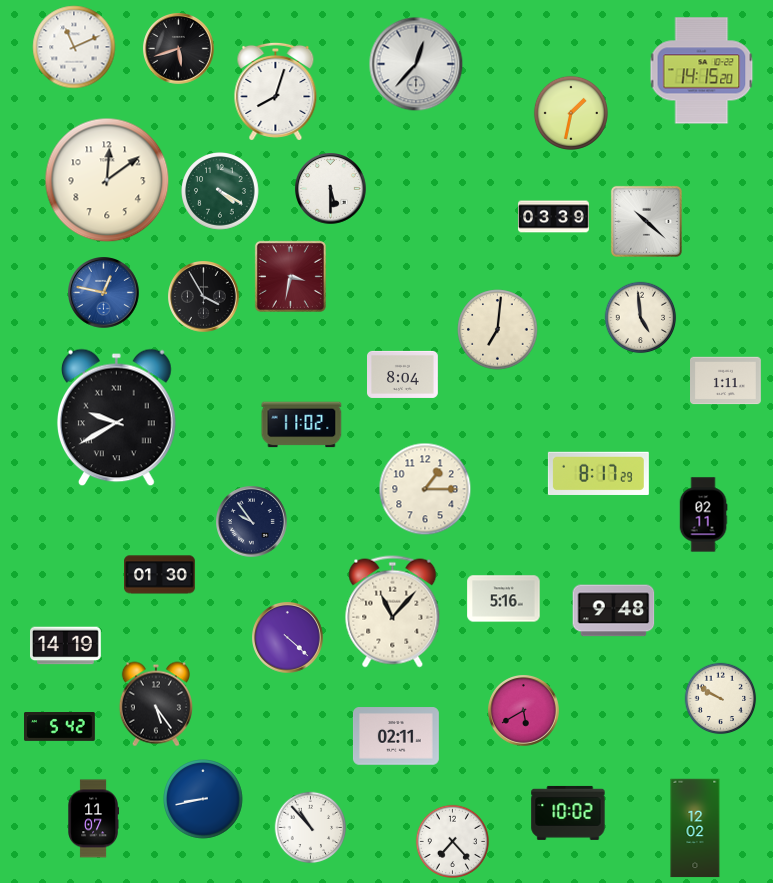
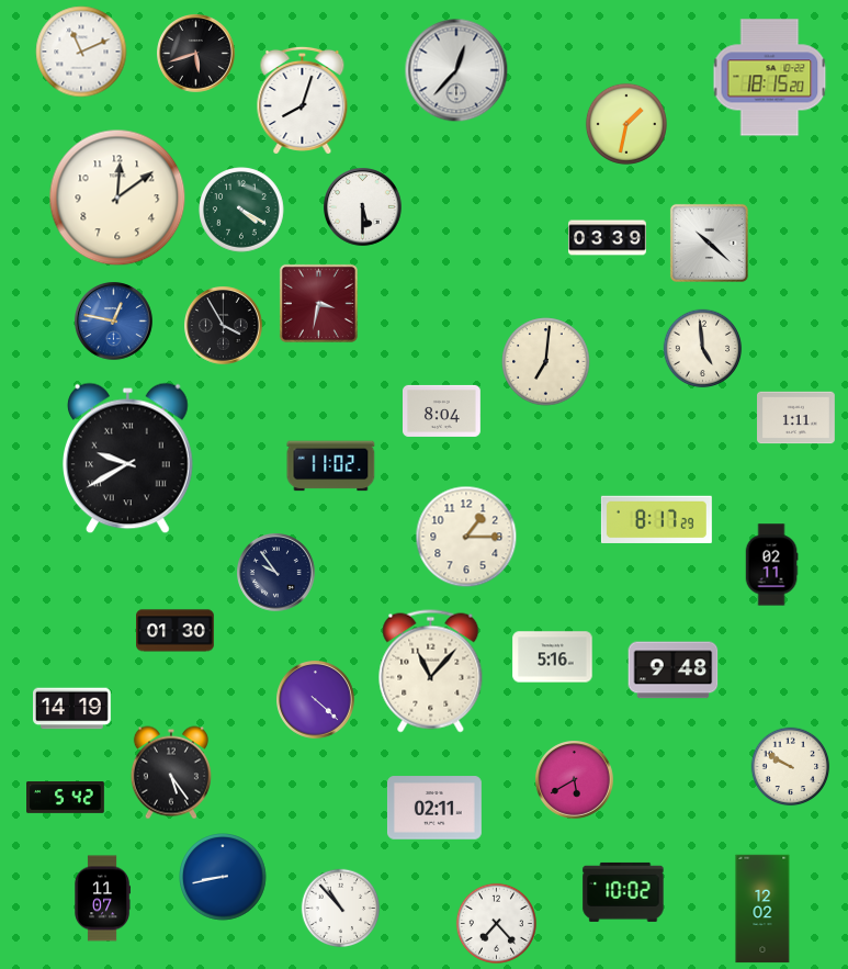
clock at (702, 71): 14:15 -> 18:15
